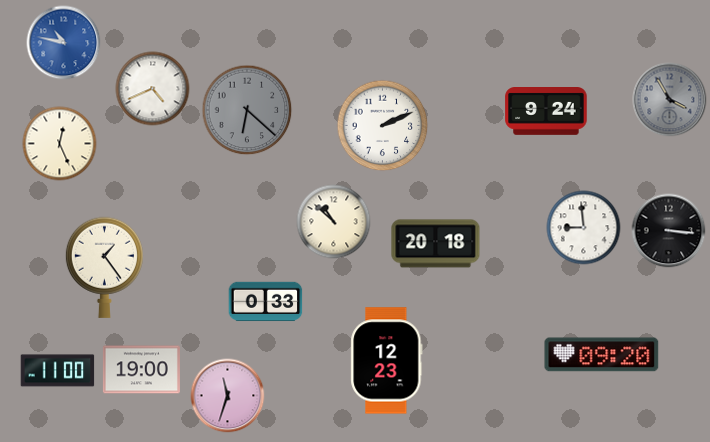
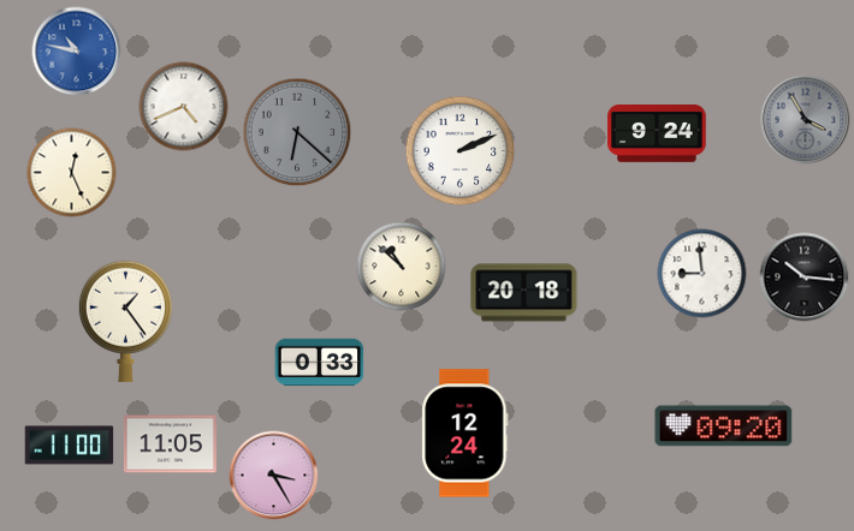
clock at (669, 231): 3:16 -> 10:16
clock at (387, 361): 12:23 -> 12:24
clock at (141, 370): 19:00 -> 11:05
clock at (228, 396): 11:33 -> 3:25
